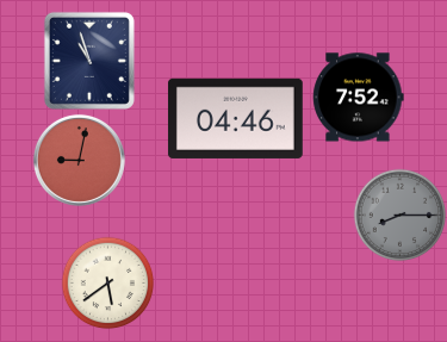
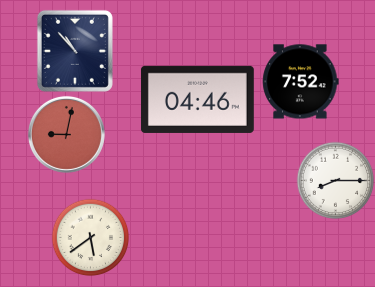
clock at (89, 61): 10:57 -> 10:53
clock at (399, 214) dial: grey -> white
